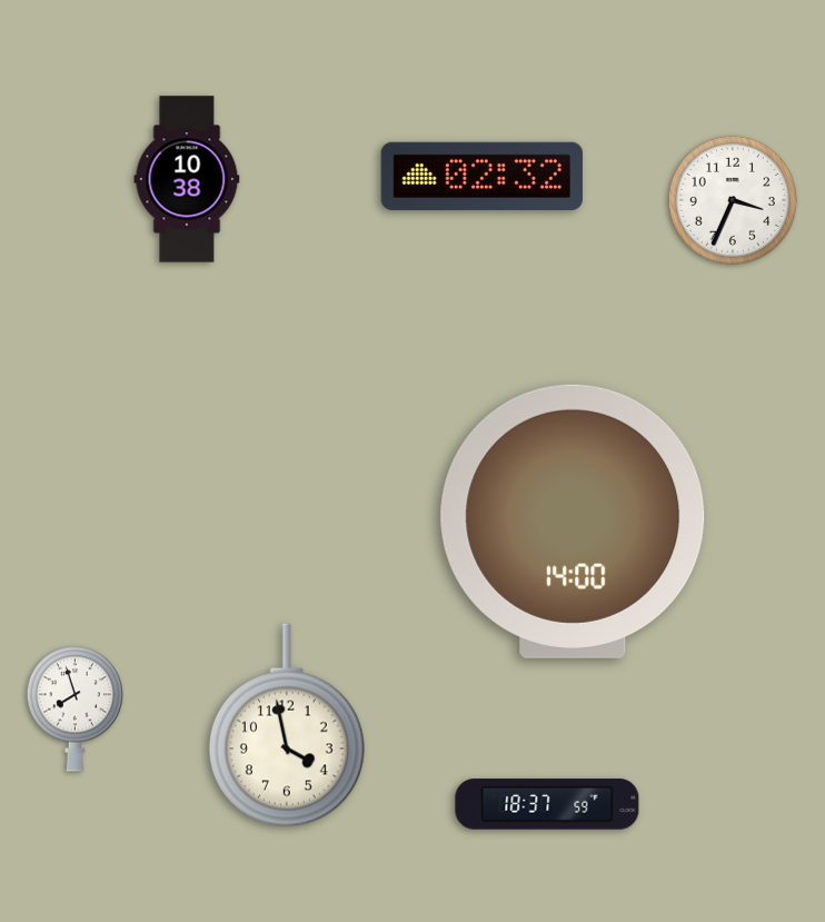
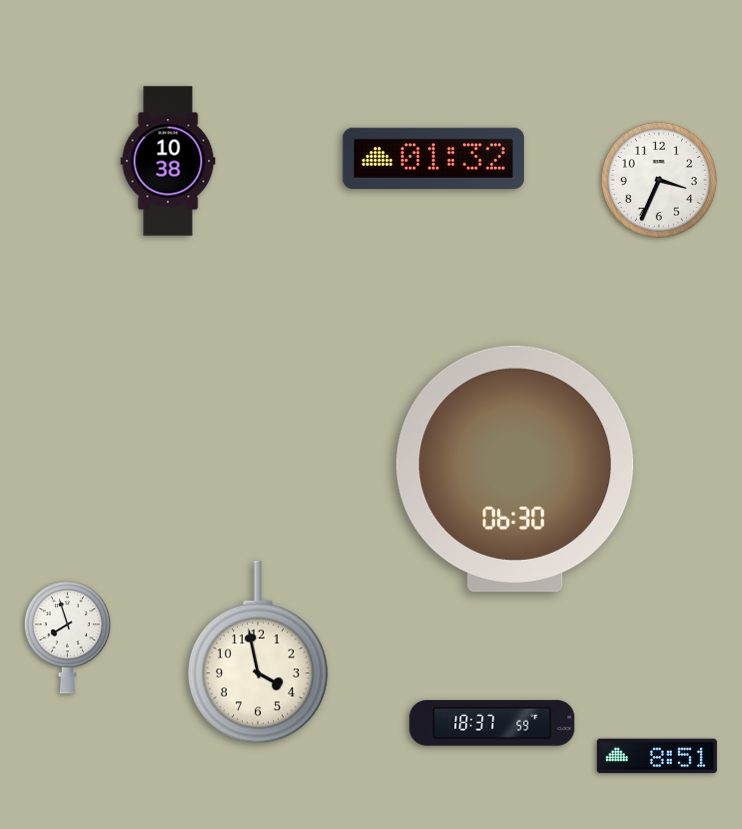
clock at (483, 176): 02:32 -> 01:32
clock at (573, 522): 14:00 -> 06:30
clock at (657, 756): none -> 8:51
